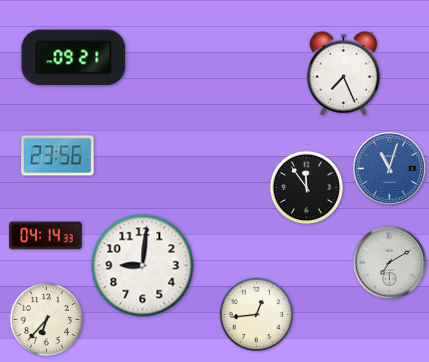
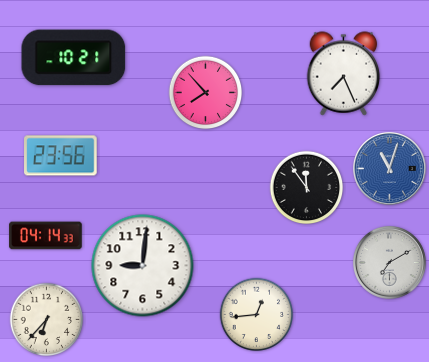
clock at (74, 58): 09:21 -> 10:21
clock at (206, 93): none -> 7:53
clock at (58, 156) position: (58, 156) -> (61, 156)
